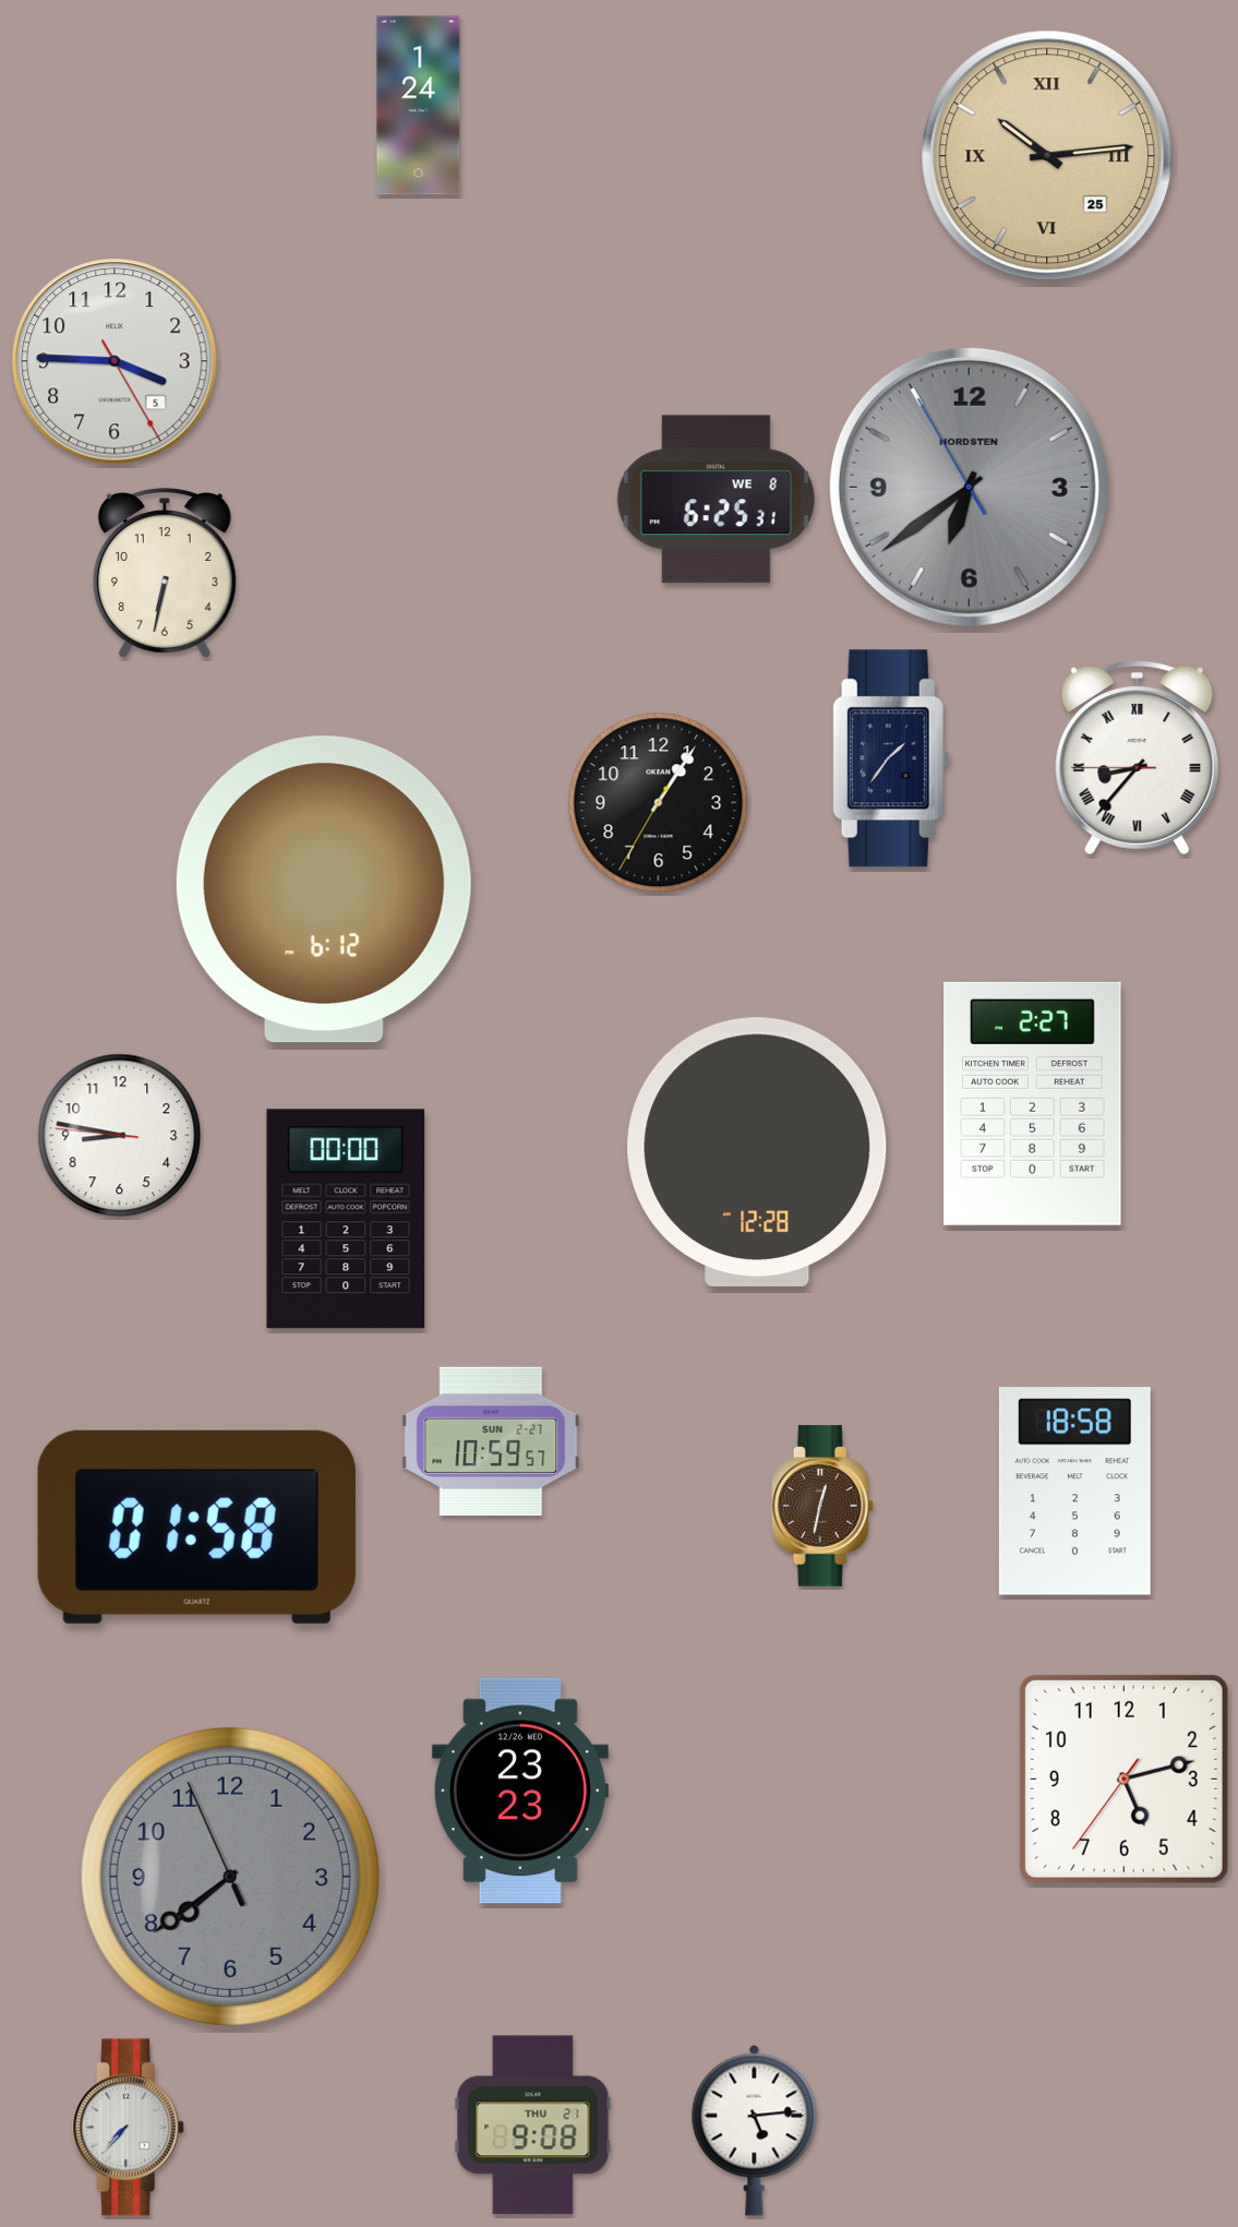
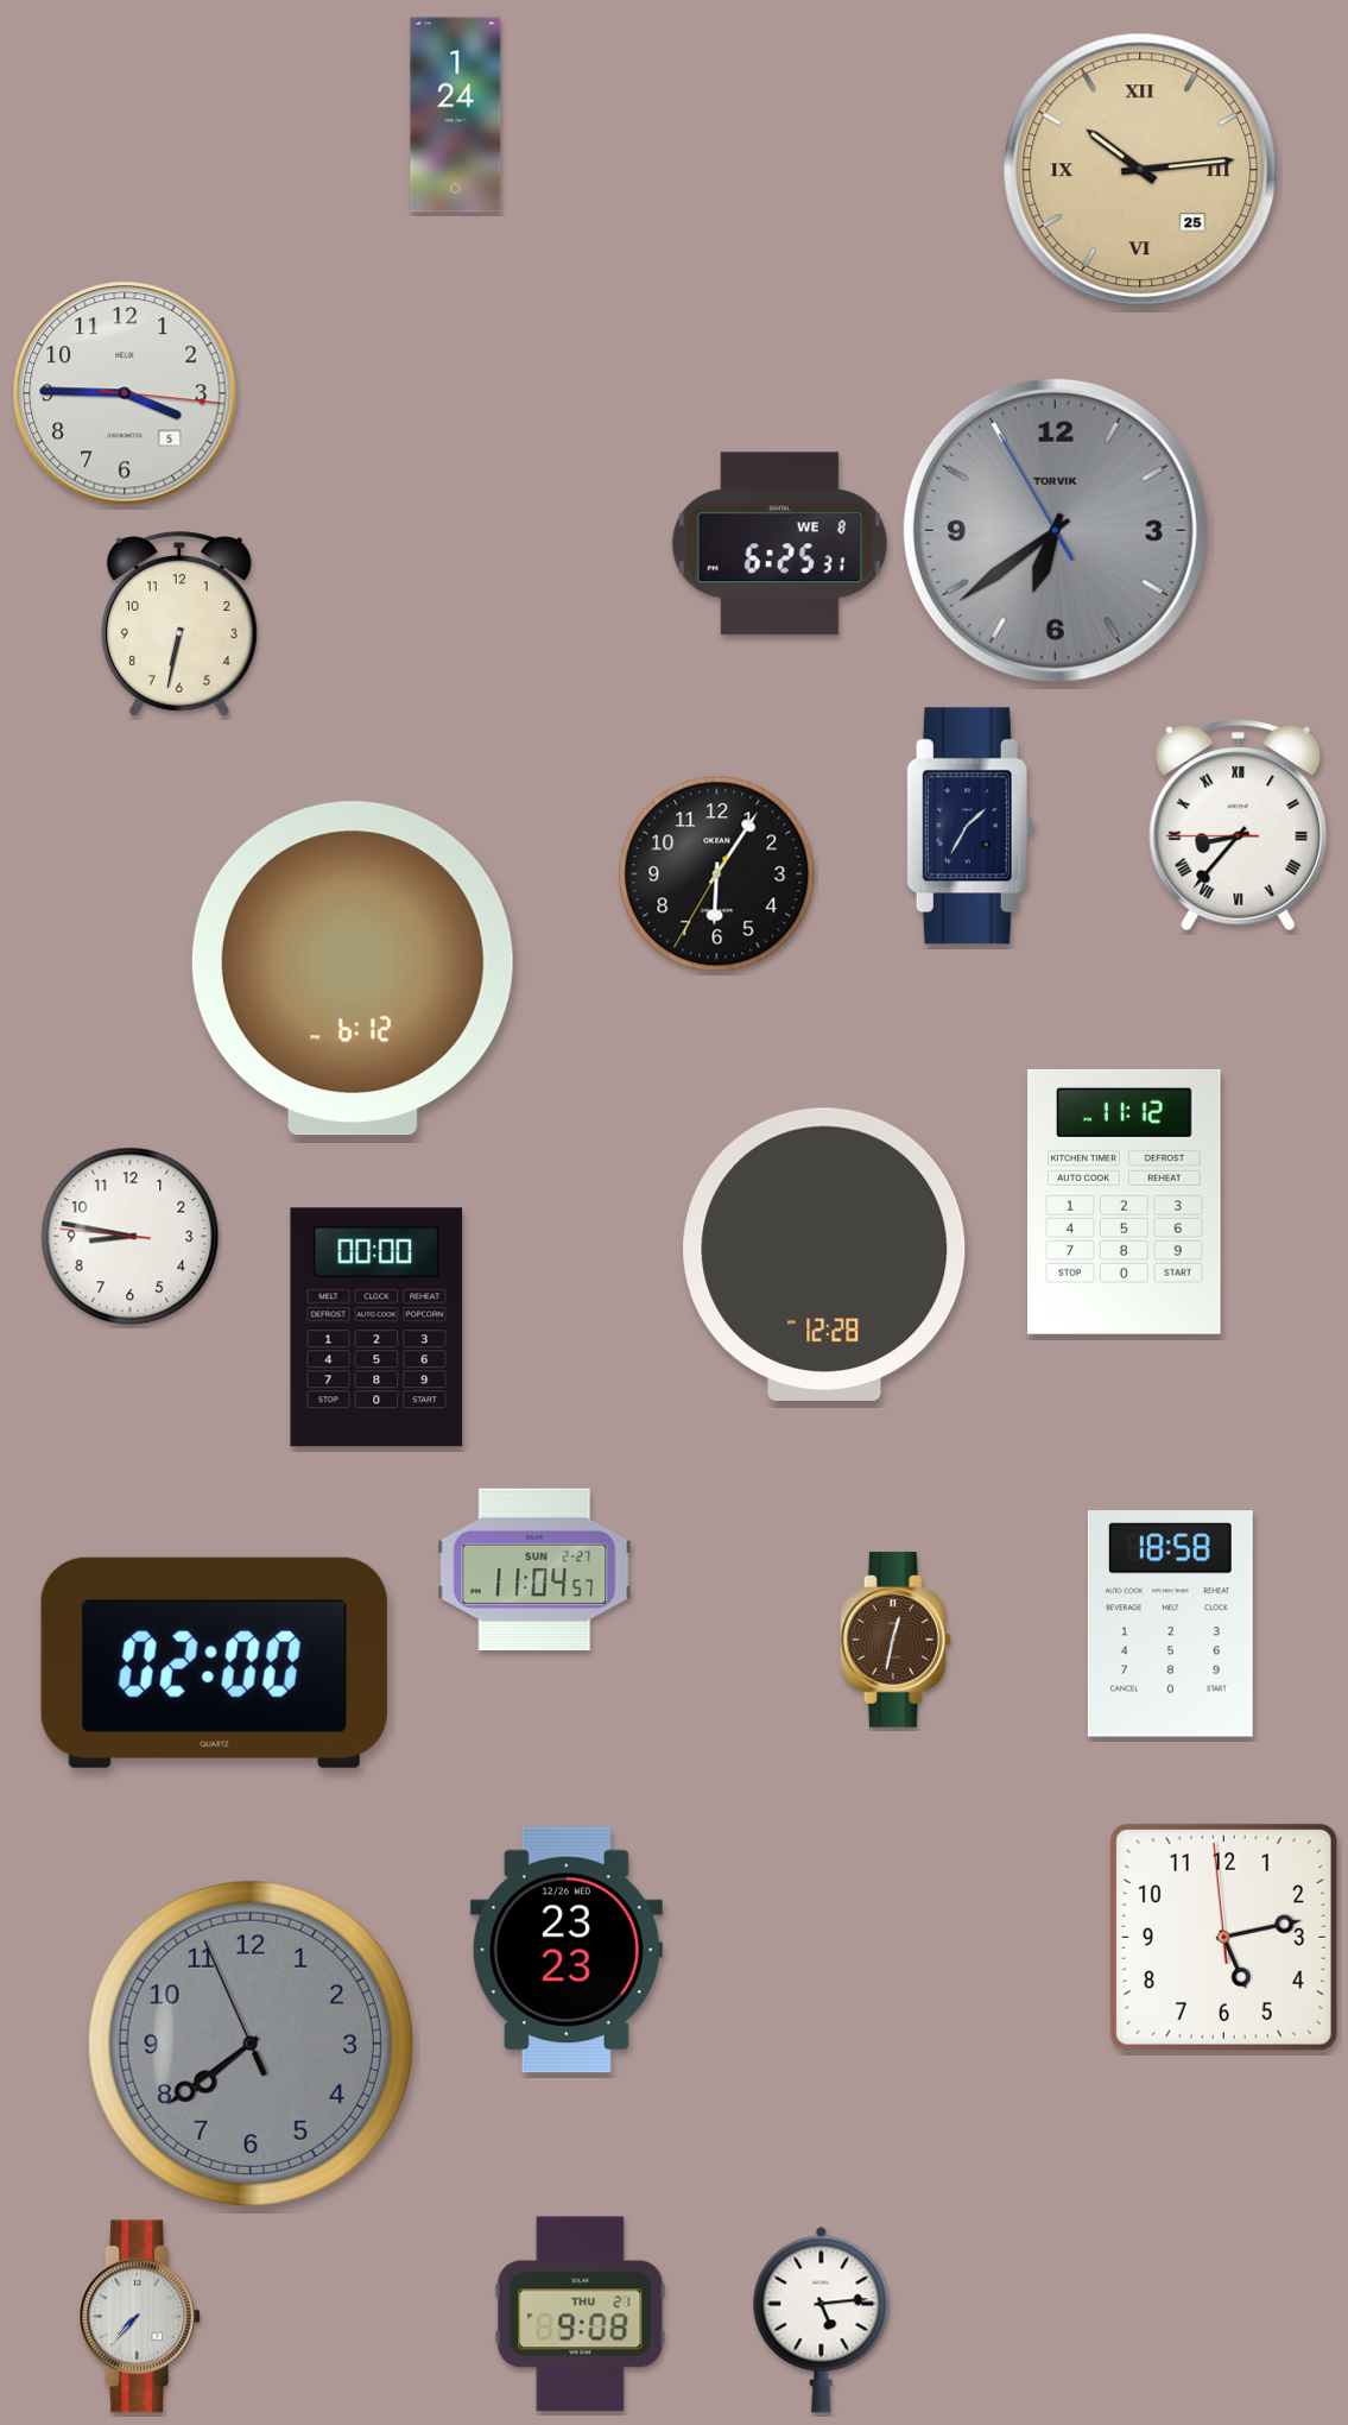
clock at (115, 361): 3:45:25 -> 3:45:16
clock at (969, 487) brand: NORDSTEN -> TORVIK
clock at (891, 758): 1:36 -> 1:35
clock at (659, 803): 1:05 -> 6:05
clock at (1033, 1103): 2:27 -> 11:12
clock at (491, 1441): 10:59 -> 11:04
clock at (196, 1526): 01:58 -> 02:00
clock at (1123, 1779): 5:12:36 -> 5:12:59
